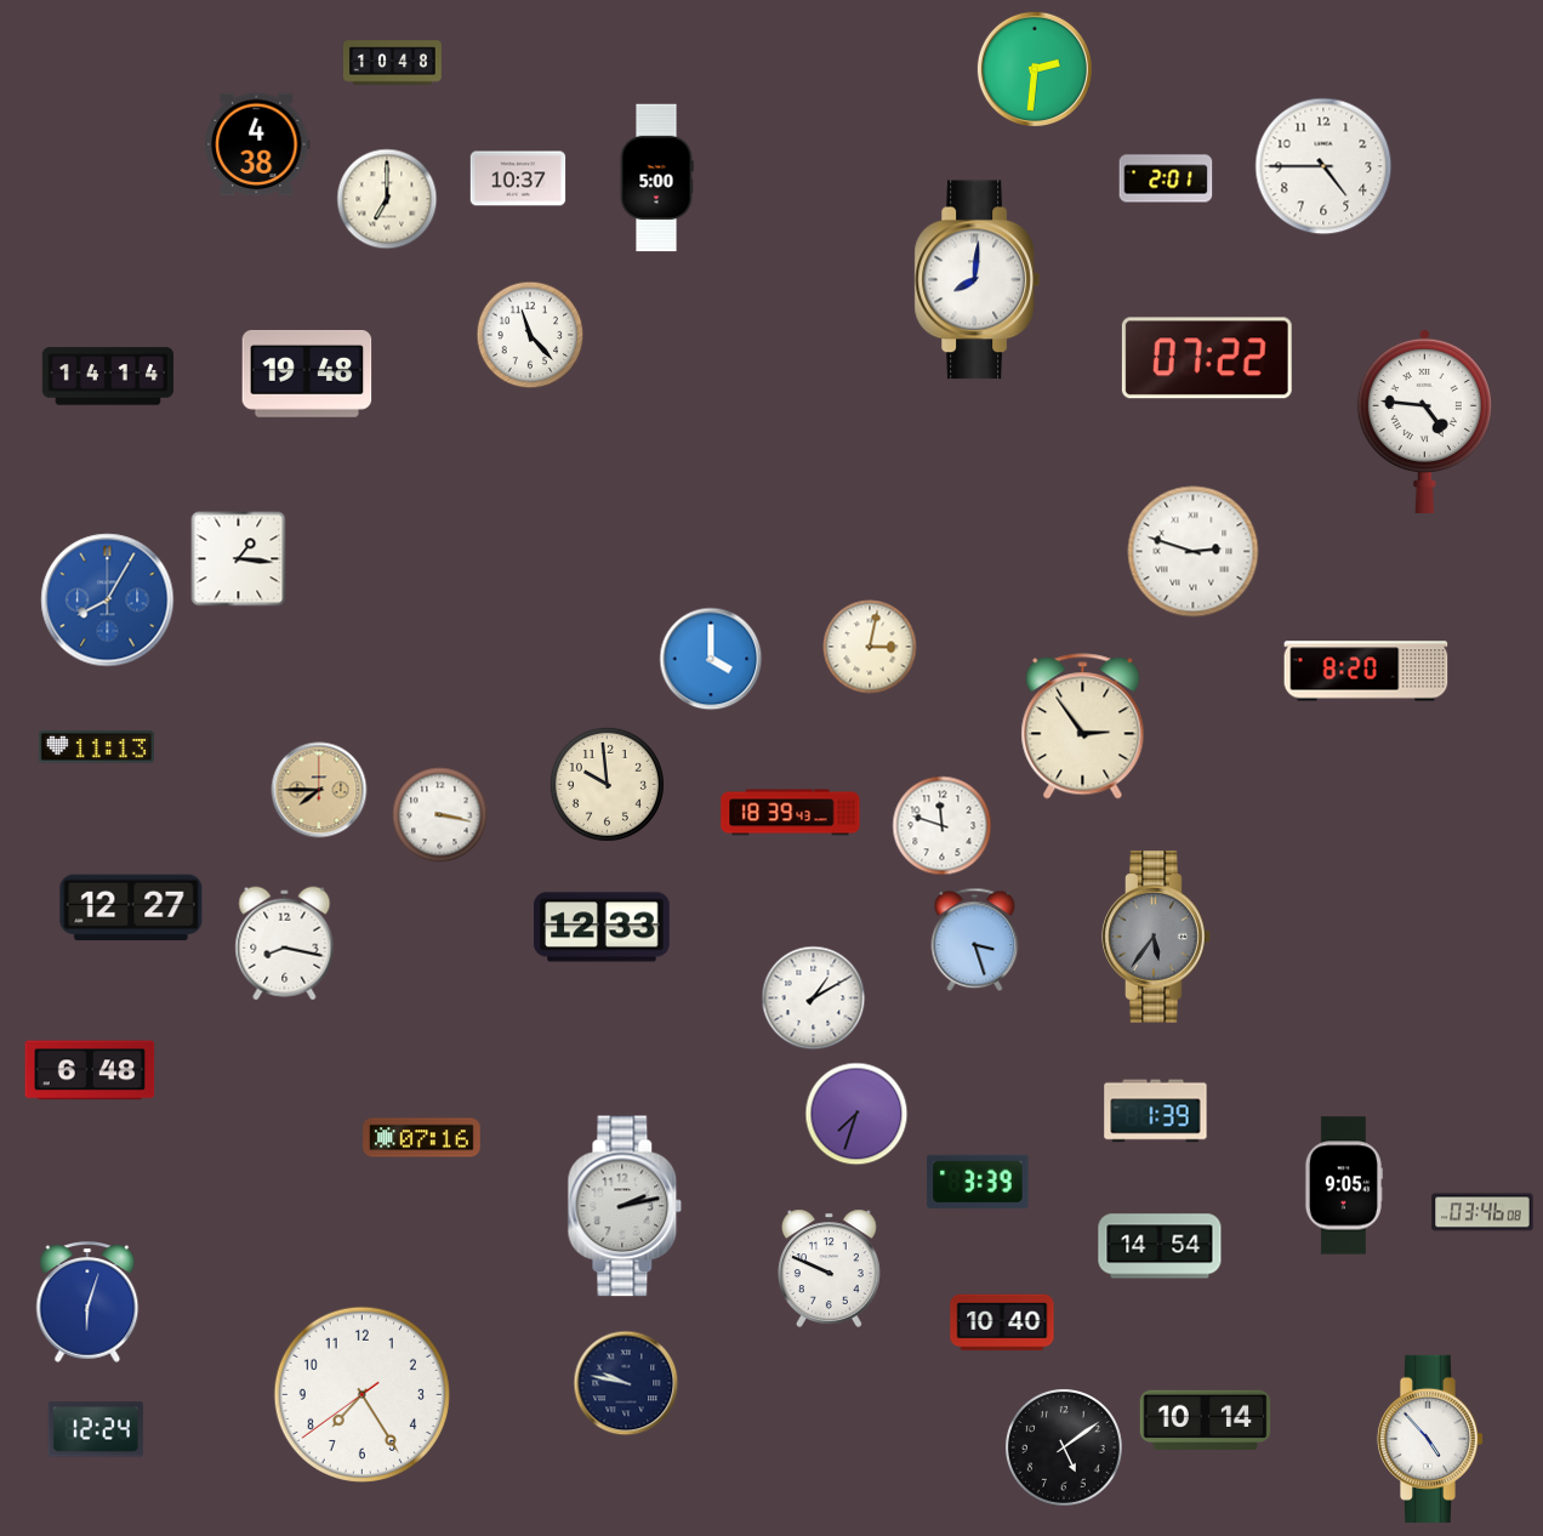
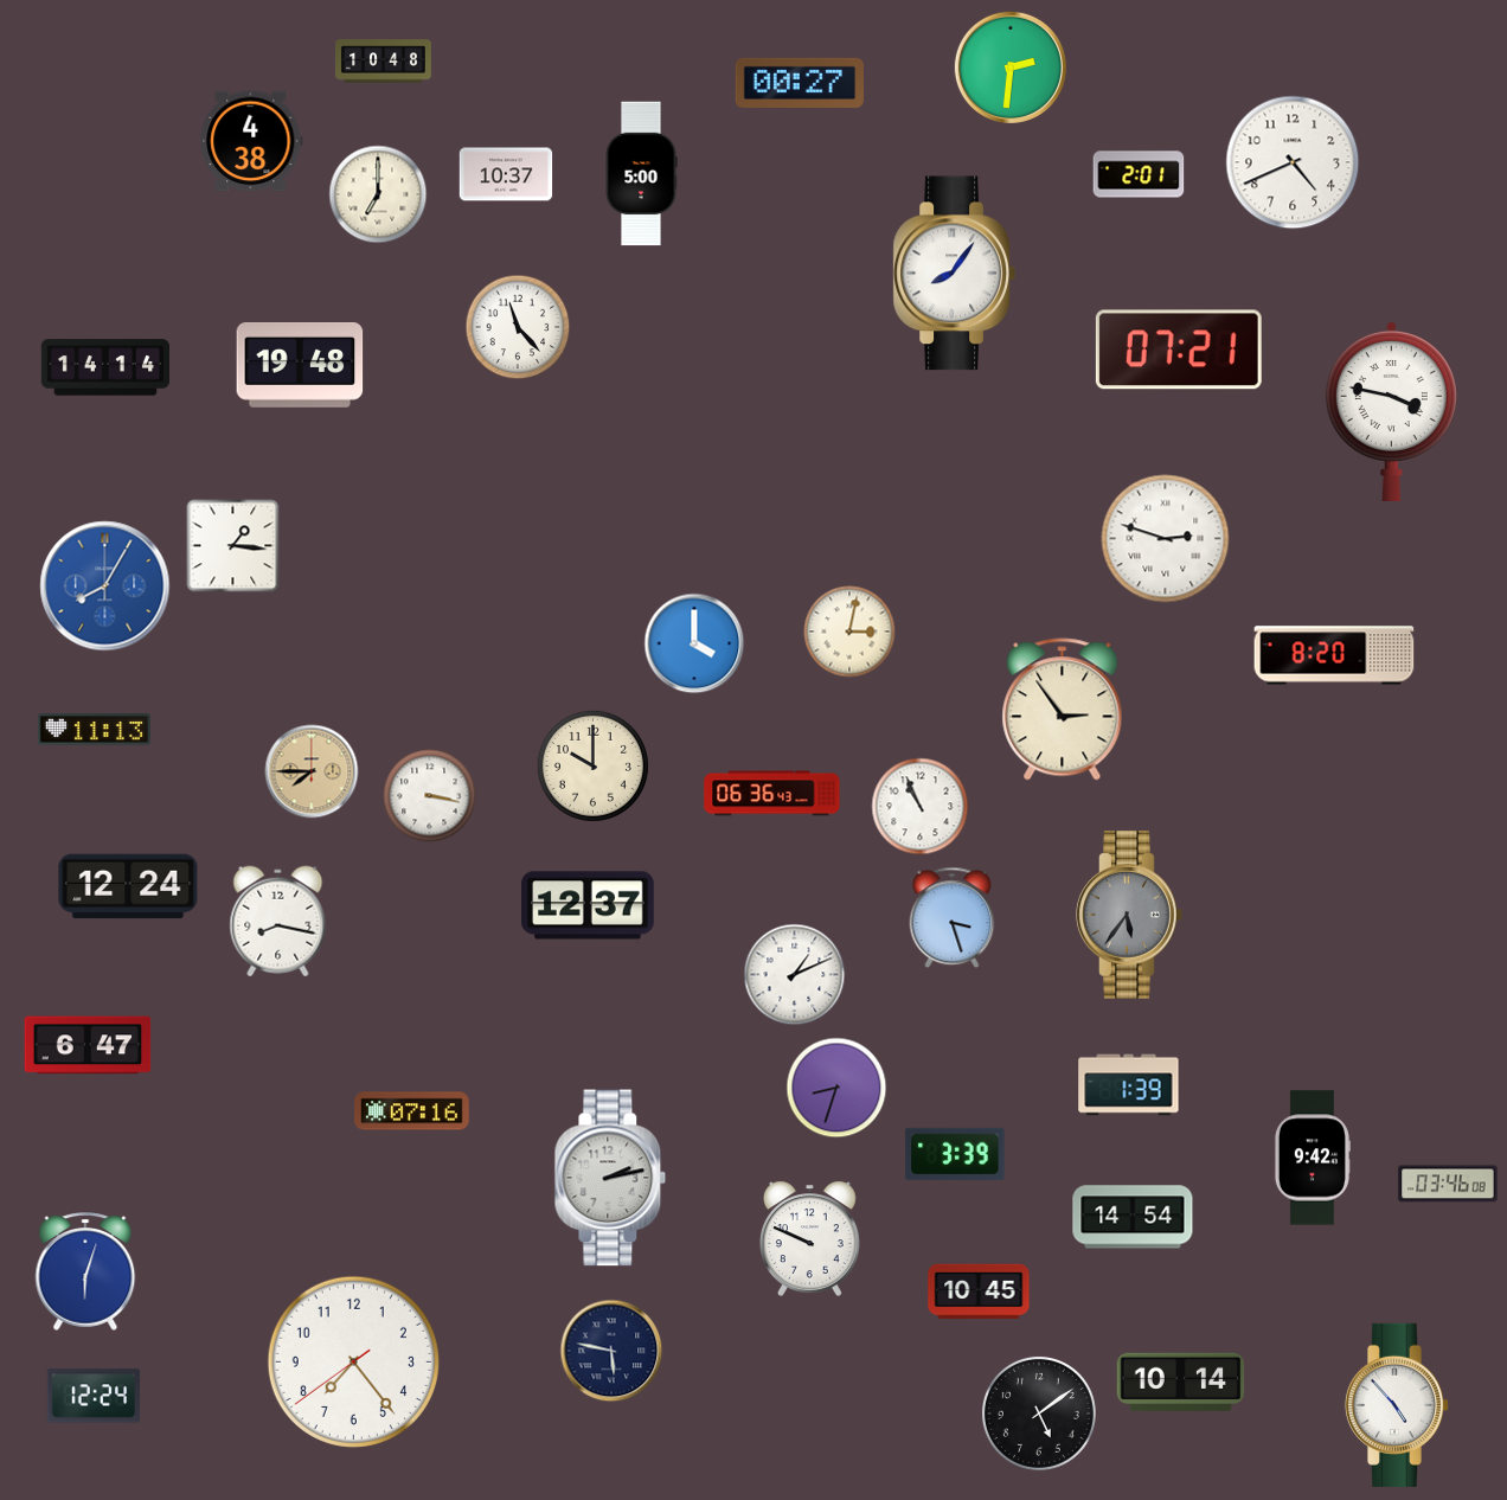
clock at (800, 83): none -> 00:27
clock at (1323, 166): 4:45 -> 4:41
clock at (977, 280): 8:01 -> 8:06
clock at (1207, 358): 07:22 -> 07:21
clock at (1424, 420): 4:46 -> 3:47
clock at (1083, 727) position: (1083, 727) -> (1063, 710)
clock at (607, 784): 9:59 -> 10:00
clock at (791, 813): 18:39 -> 06:36
clock at (943, 826): 11:48 -> 10:56
clock at (131, 908): 12:27 -> 12:24
clock at (602, 927): 12:33 -> 12:37
clock at (814, 999): 1:10 -> 1:11
clock at (90, 1070): 6:48 -> 6:47
clock at (856, 1114): 7:33 -> 8:33
clock at (1343, 1185): 9:05 -> 9:42
clock at (1002, 1322): 10:40 -> 10:45
clock at (626, 1383): 9:47 -> 5:47
clock at (361, 1394): 7:24 -> 7:23
clock at (1206, 1421) position: (1206, 1421) -> (1181, 1383)
